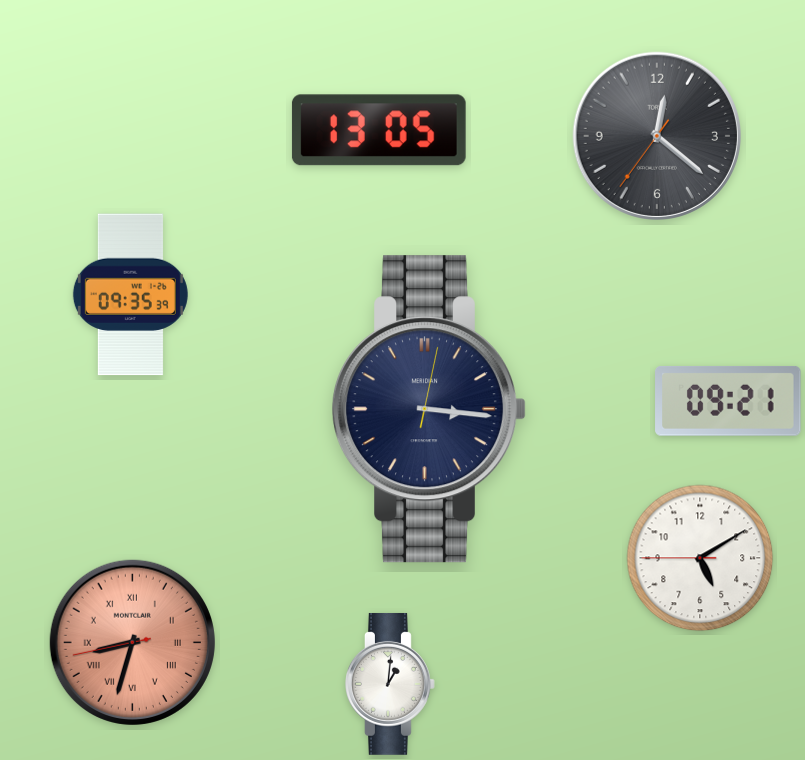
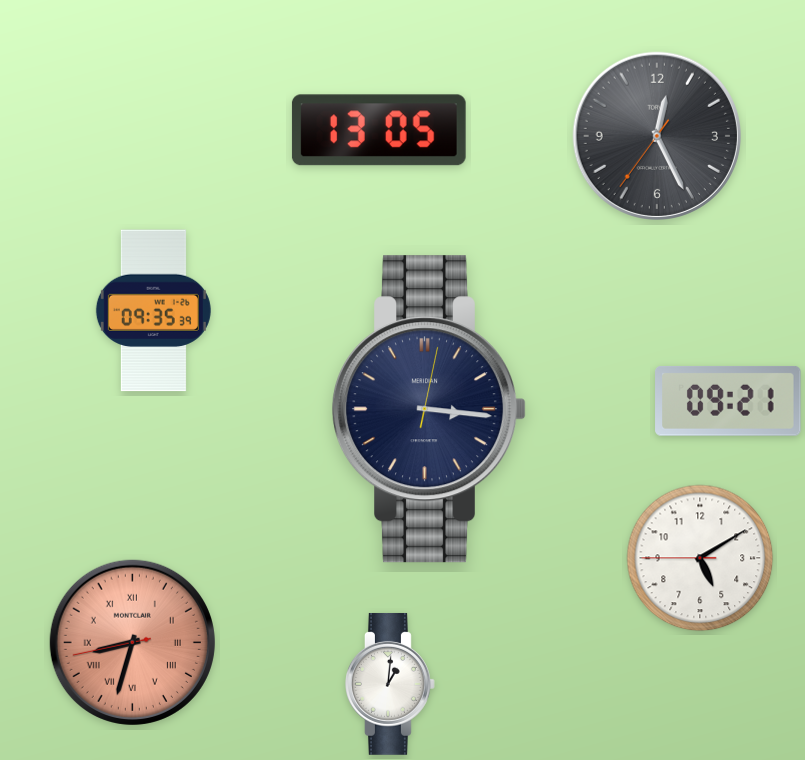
clock at (657, 136): 12:21 -> 12:25
clock at (130, 295) position: (130, 295) -> (153, 311)
